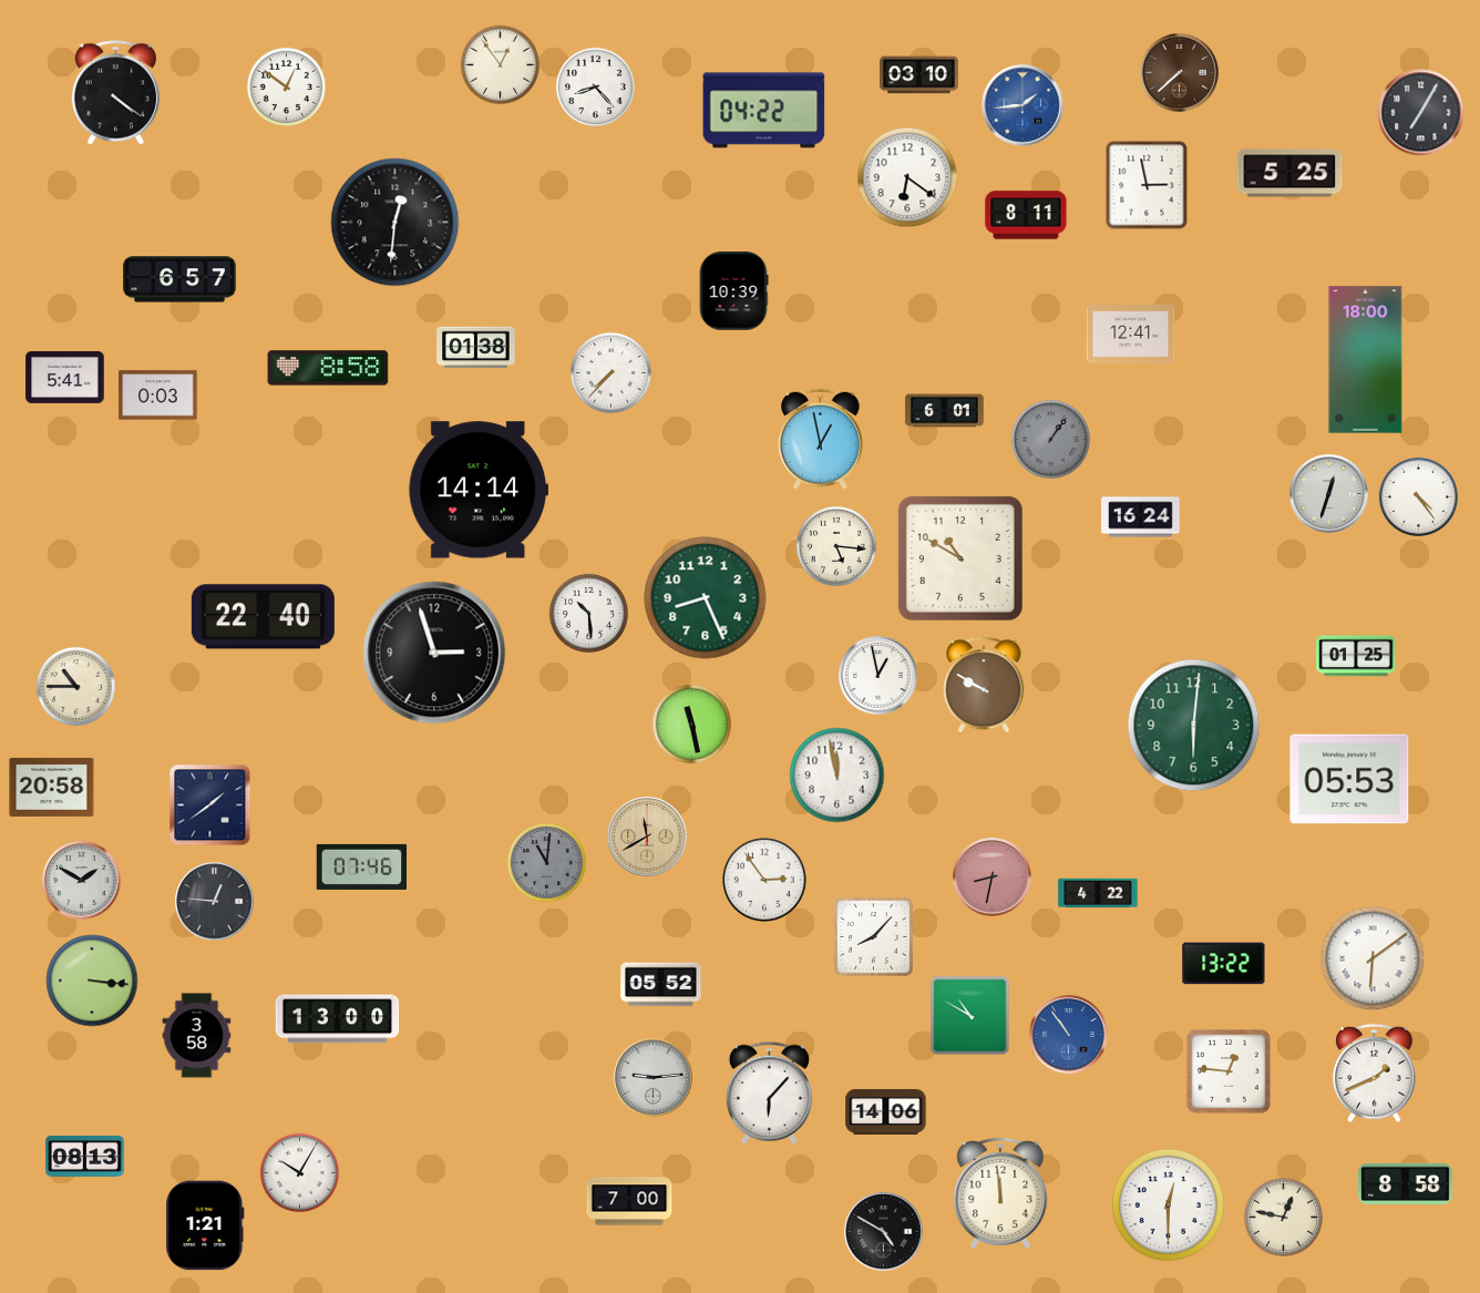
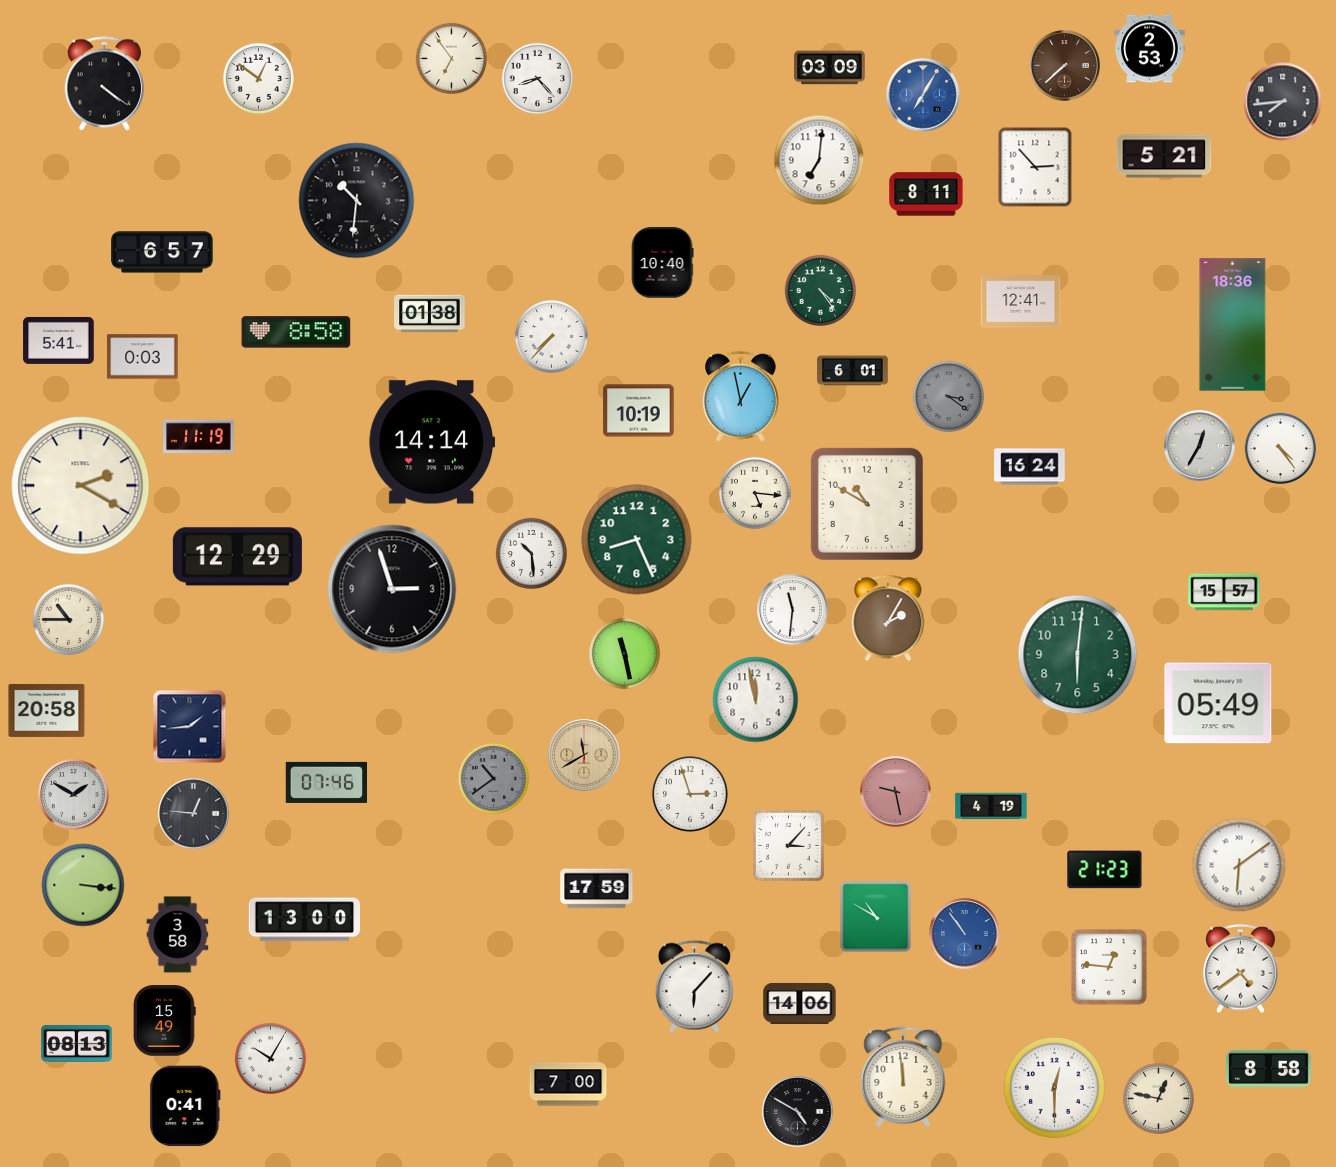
clock at (1150, 49): none -> 2:53
clock at (500, 64): 12:54 -> 6:54
clock at (919, 75): 03:10 -> 03:09
clock at (1022, 105): 1:44 -> 7:05
clock at (764, 111): 04:22 -> none
clock at (1421, 113): 7:05 -> 7:44
clock at (1289, 173): 5:25 -> 5:21
clock at (907, 177): 6:21 -> 7:01
clock at (1147, 185): 2:58 -> 2:53
clock at (395, 223): 12:31 -> 10:31
clock at (733, 291): 10:39 -> 10:40
clock at (820, 290): none -> 4:24
clock at (1366, 360): 18:00 -> 18:36
clock at (1050, 439): 1:06 -> 3:21
clock at (639, 411): none -> 10:19
clock at (199, 437): none -> 11:19
clock at (1329, 494): 12:33 -> 12:35
clock at (81, 486): none -> 2:20
clock at (263, 617): 22:40 -> 12:29
clock at (1356, 656): 01:25 -> 15:57
clock at (878, 676): 12:58 -> 11:31
clock at (984, 685): 9:50 -> 2:05
clock at (1349, 779): 05:53 -> 05:49
clock at (210, 805): 1:39 -> 1:44
clock at (546, 862): 11:01 -> 10:39
clock at (993, 878): 8:32 -> 9:28
clock at (764, 880): 2:54 -> 2:57
clock at (1098, 893): 4:22 -> 4:19
clock at (874, 937): 8:07 -> 3:07
clock at (1224, 964): 13:22 -> 21:23
clock at (661, 985): 05:52 -> 17:59
clock at (1375, 1074): 1:41 -> 4:39
clock at (654, 1078): 9:14 -> none
clock at (165, 1021): none -> 15:49
clock at (205, 1225): 1:21 -> 0:41
